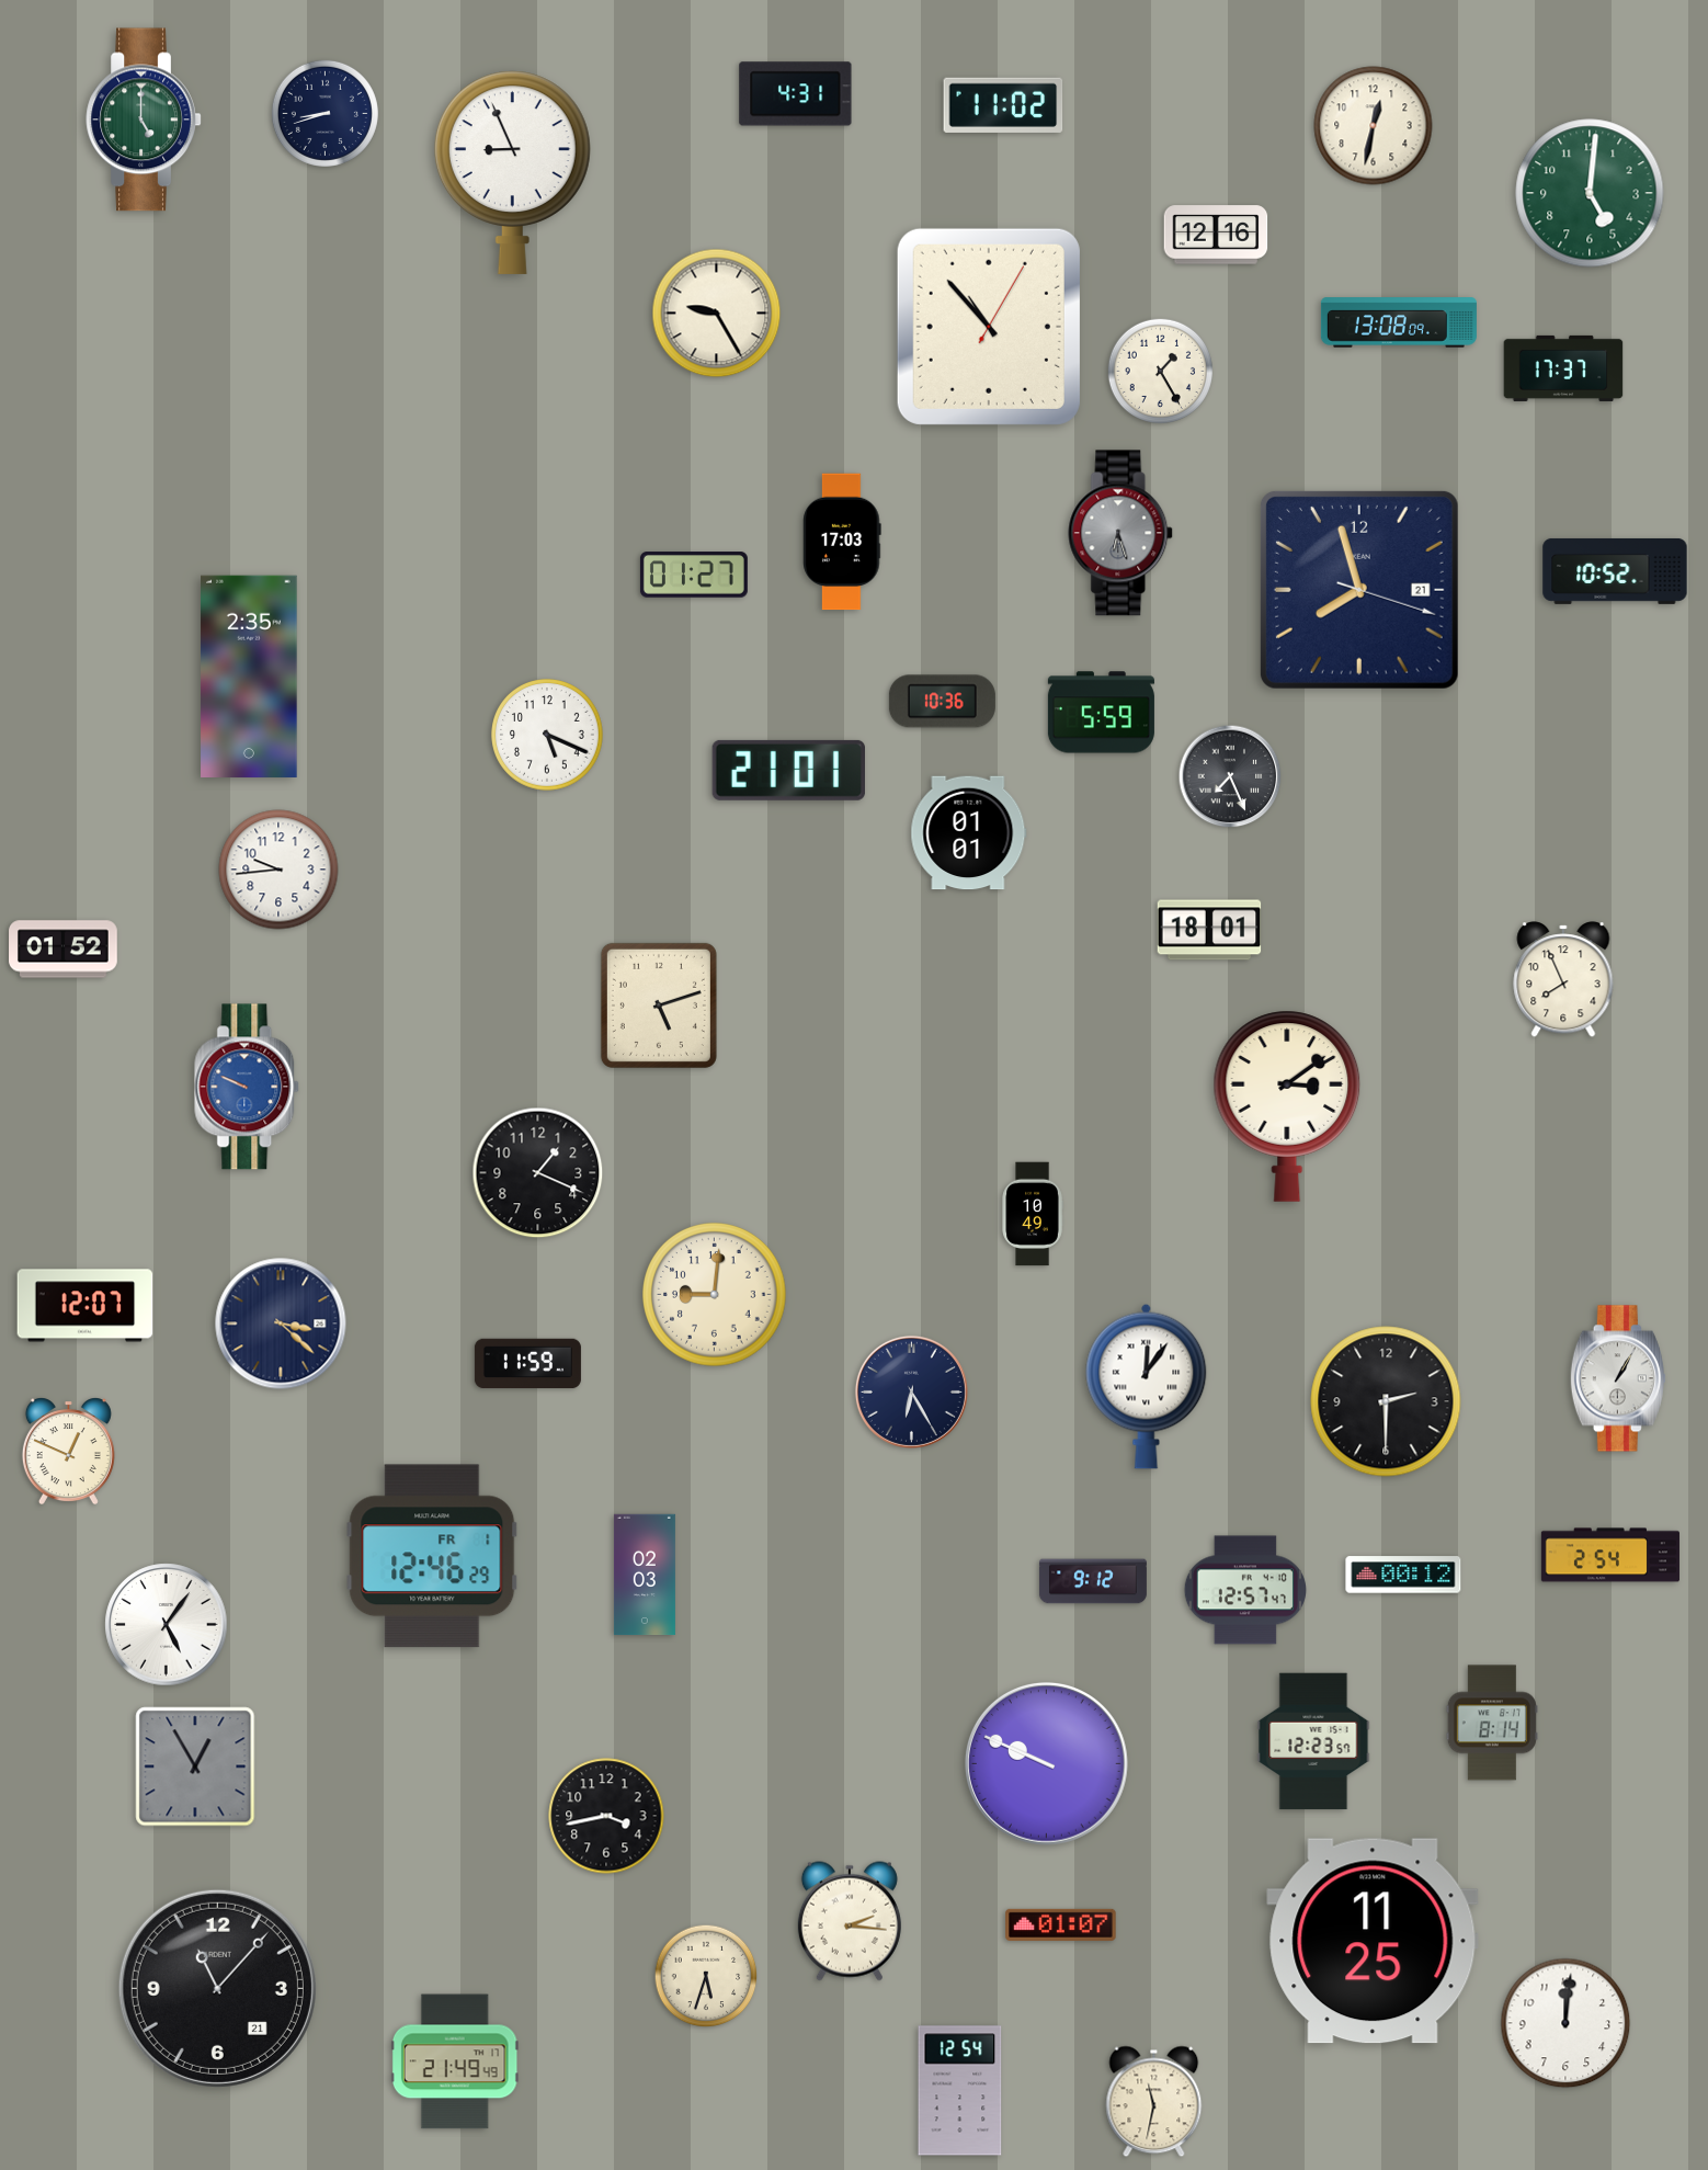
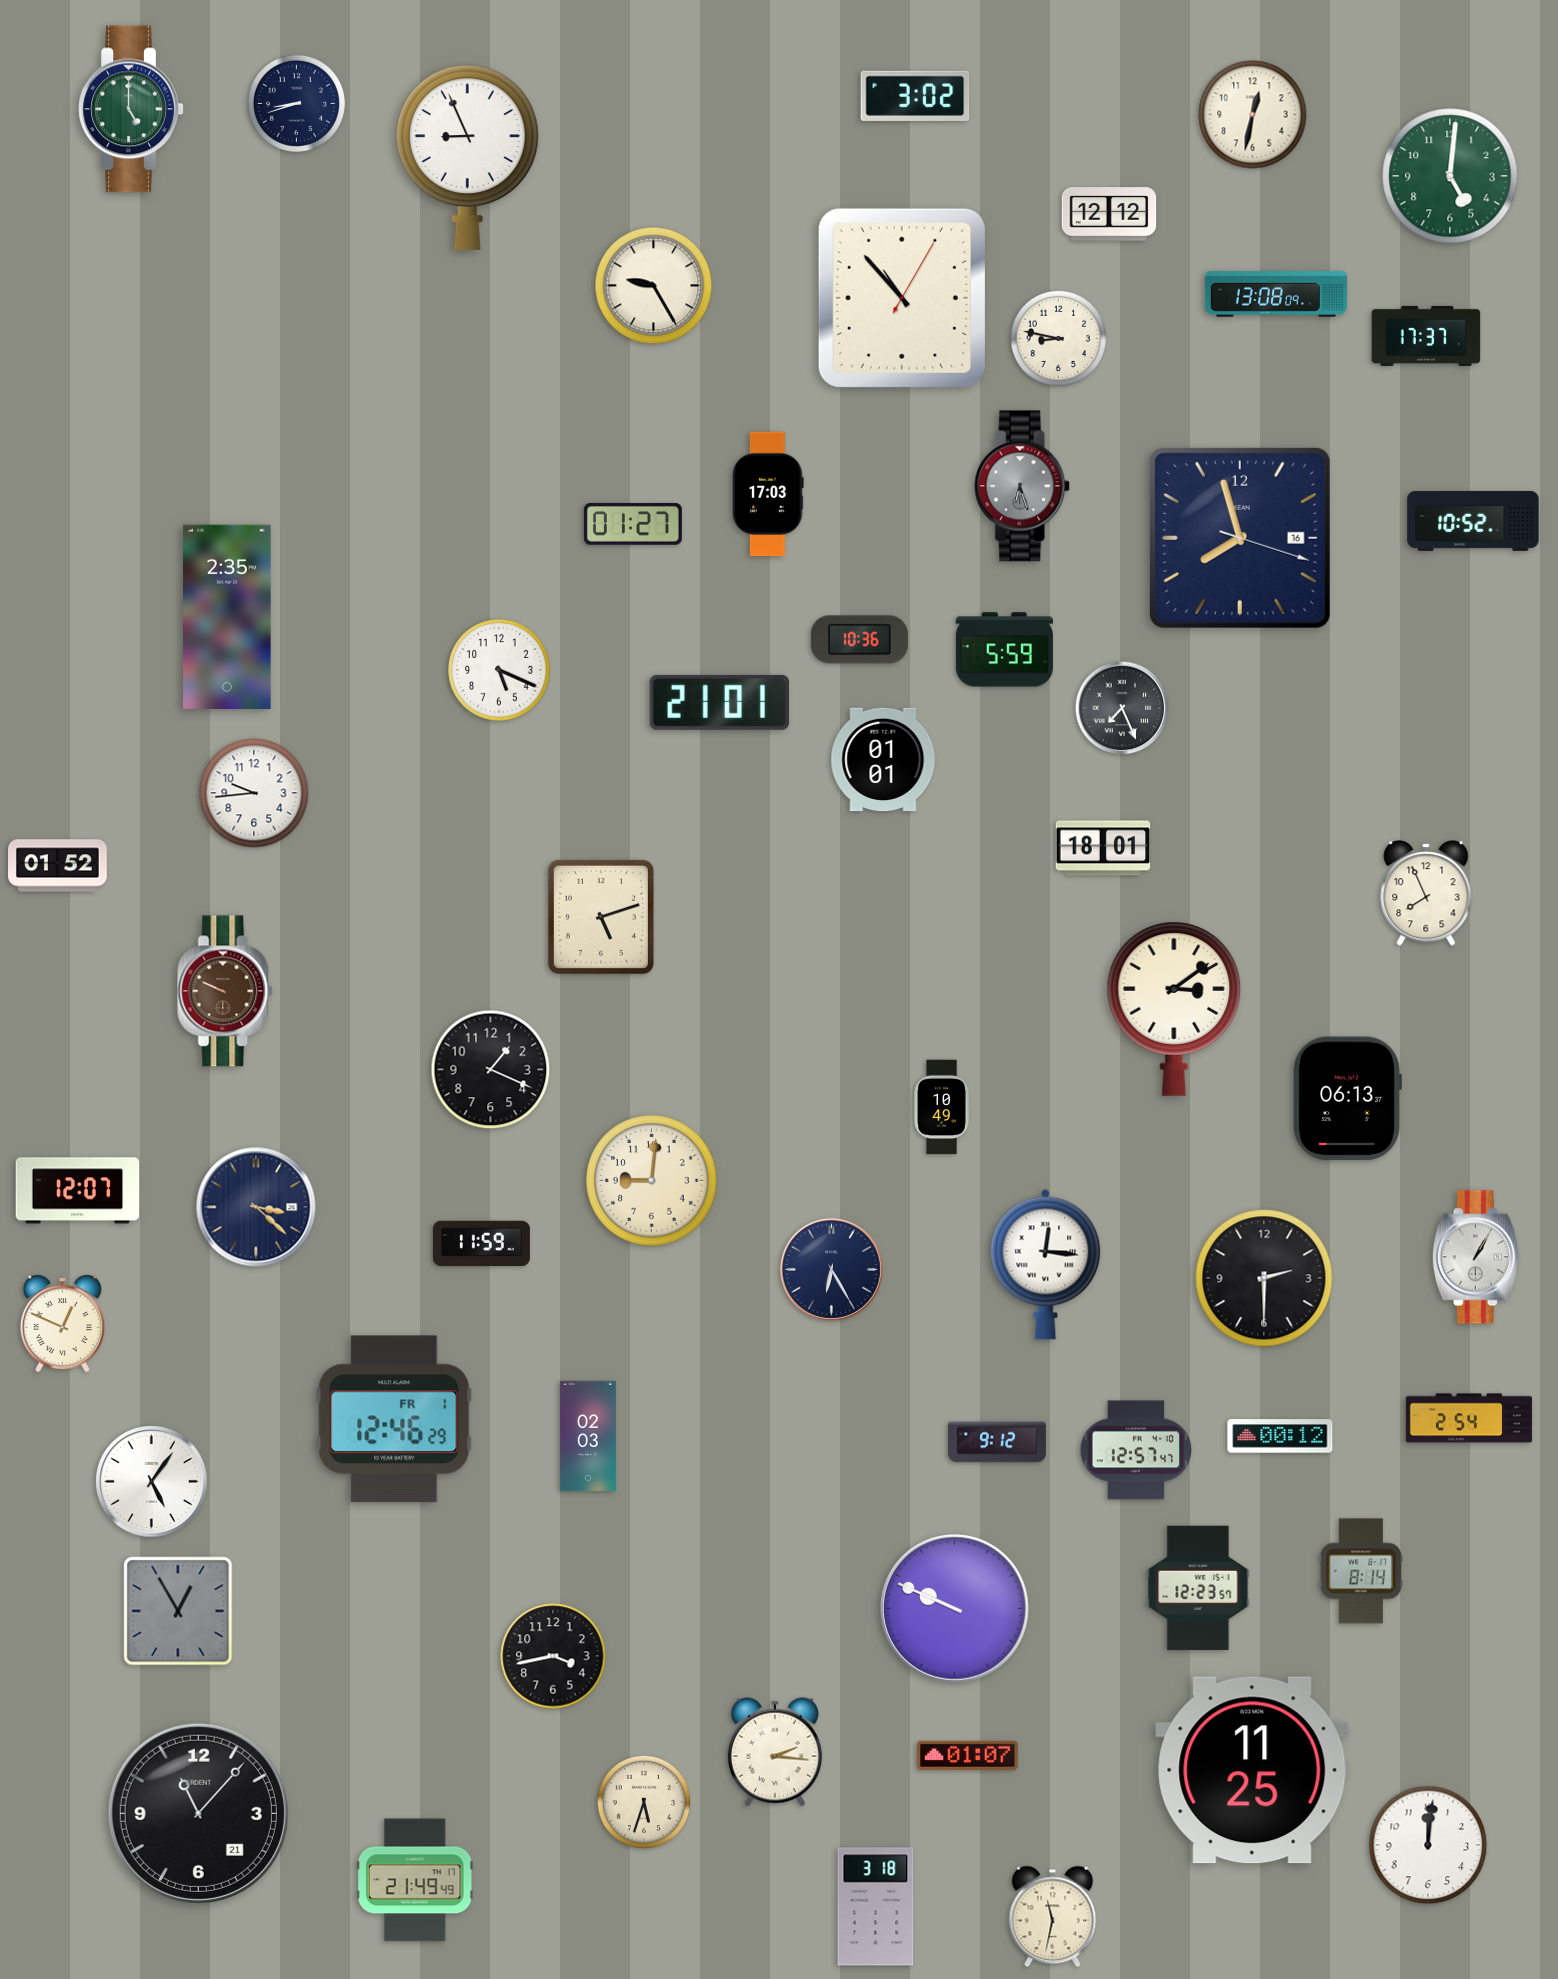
clock at (796, 94): 4:31 -> none
clock at (1003, 105): 11:02 -> 3:02
clock at (1216, 235): 12:16 -> 12:12
clock at (1160, 371): 1:25 -> 8:47
clock at (1359, 590) date: 21 -> 16
clock at (248, 1087) dial: blue -> brown
clock at (1347, 1099): none -> 06:13
clock at (1147, 1386): 12:06 -> 12:16
clock at (960, 2091): 12:54 -> 3:18
